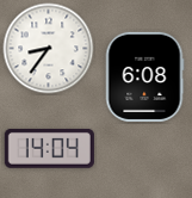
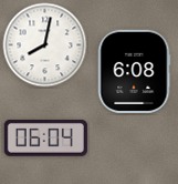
clock at (49, 49): 8:36 -> 8:02
clock at (49, 148): 14:04 -> 06:04
